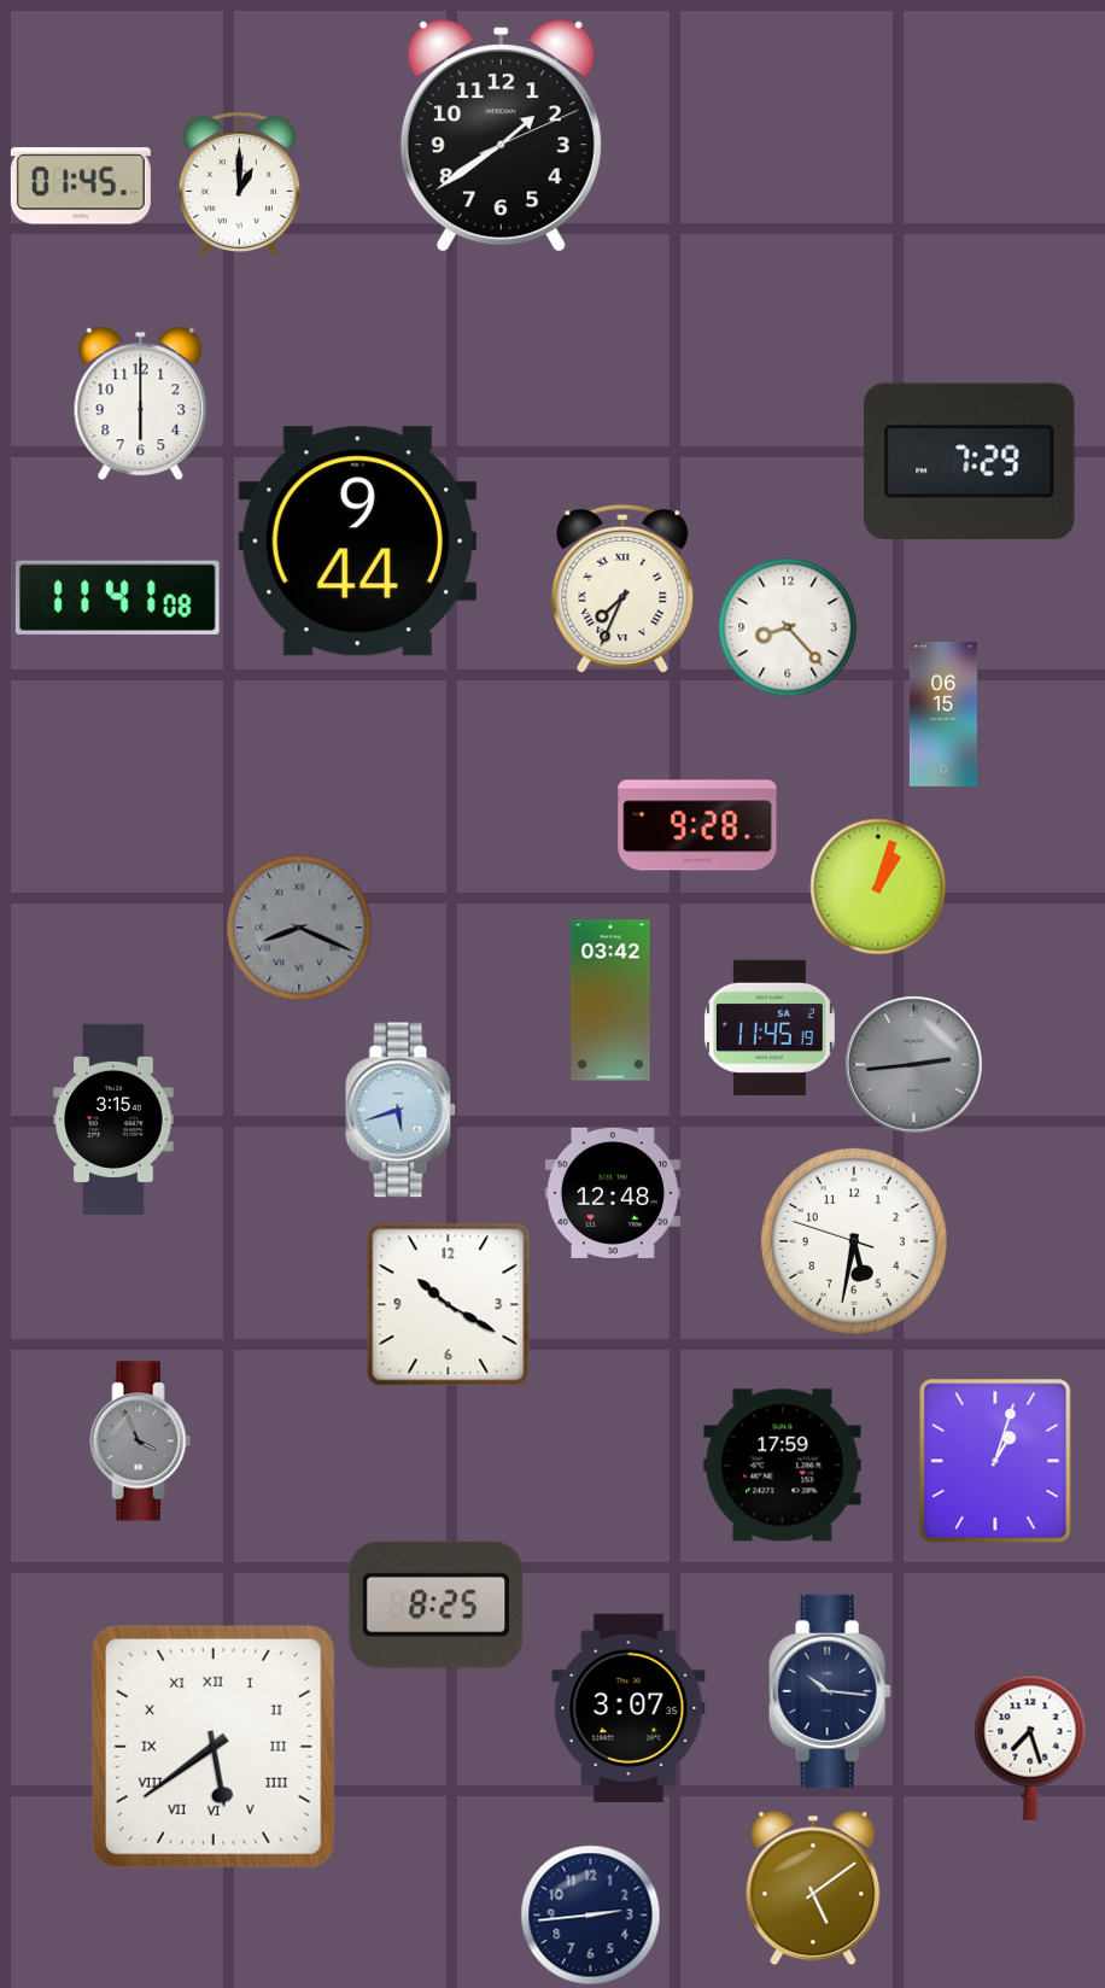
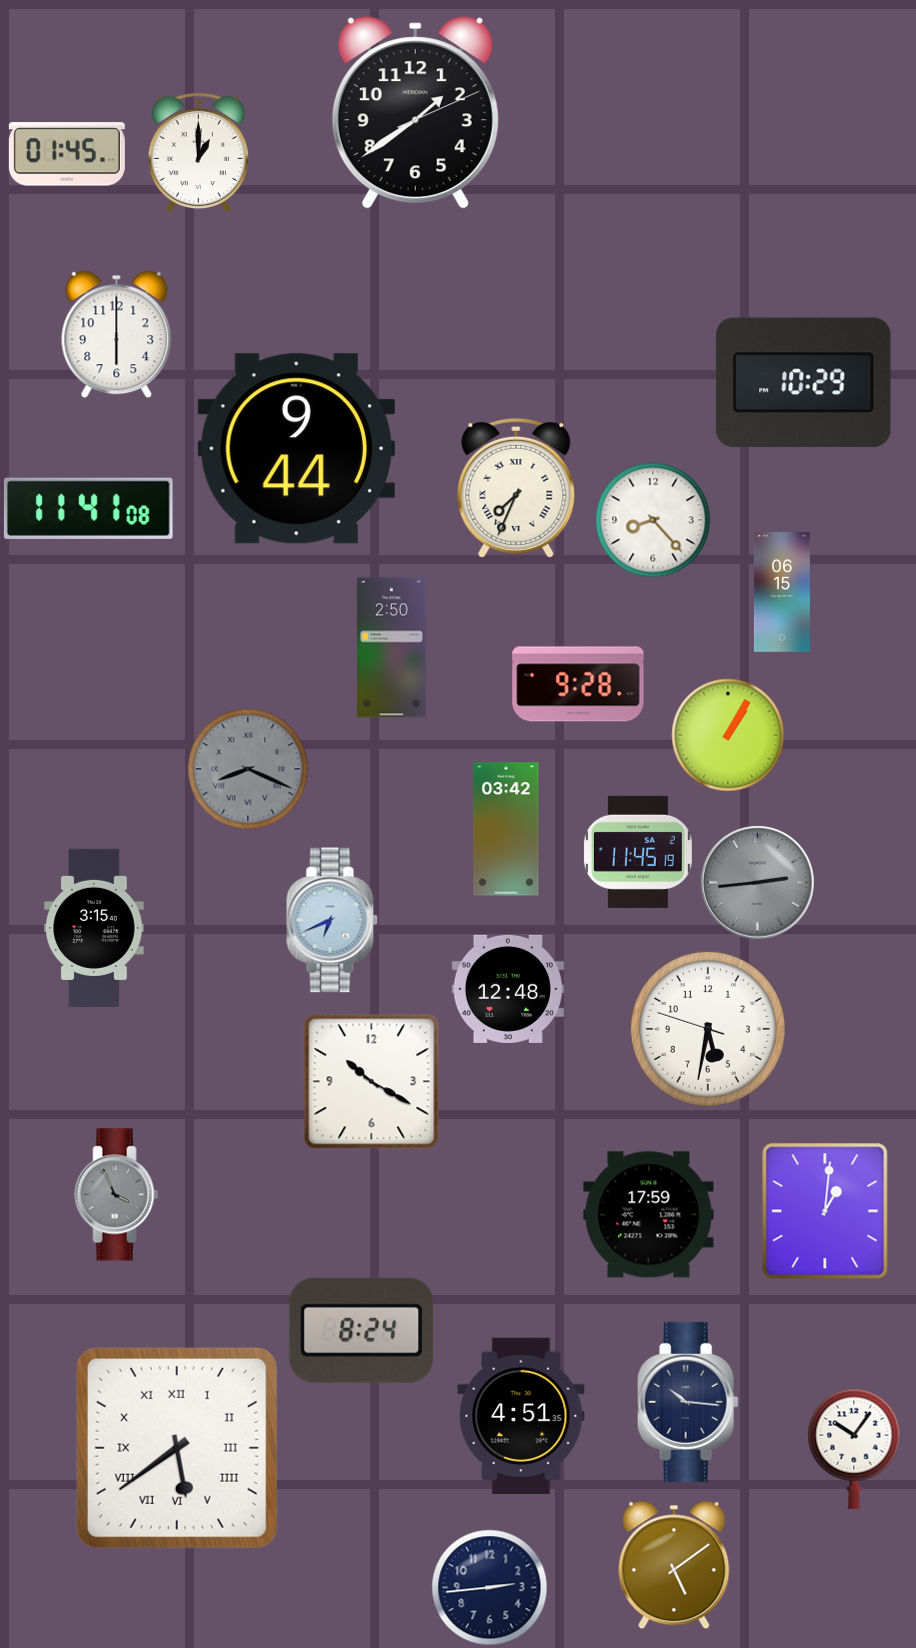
clock at (970, 462): 7:29 -> 10:29
clock at (117, 597) position: (117, 597) -> (88, 508)
clock at (391, 648): none -> 2:50
clock at (878, 887): 1:03 -> 1:05
clock at (401, 1110): 5:42 -> 6:41
clock at (995, 1461): 1:03 -> 1:01
clock at (437, 1604): 8:25 -> 8:24
clock at (628, 1708): 3:07 -> 4:51
clock at (1030, 1748): 7:27 -> 10:06
